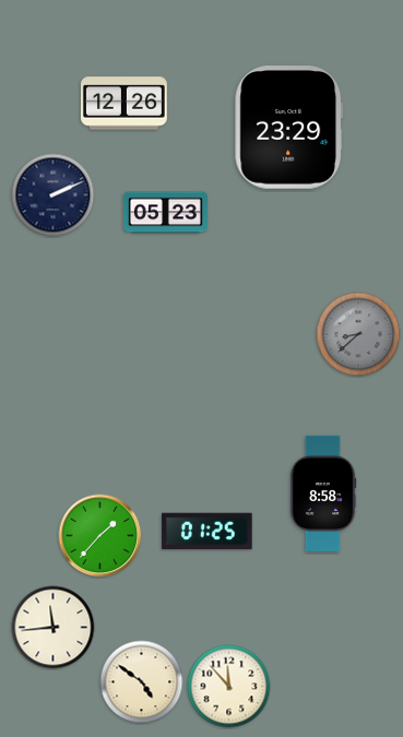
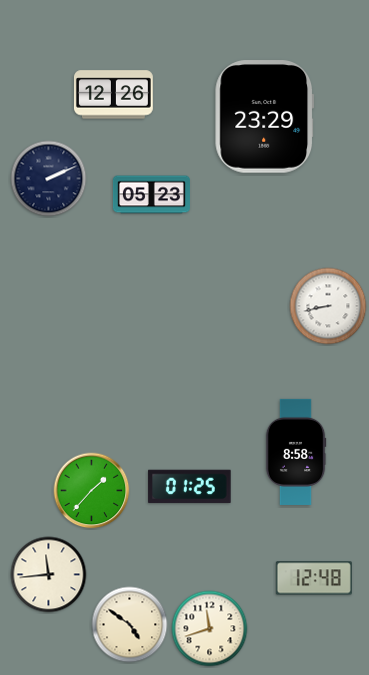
clock at (358, 334): 8:38 -> 8:43
clock at (358, 334) dial: grey -> white
clock at (314, 578): none -> 12:48
clock at (229, 687): 11:53 -> 11:42
